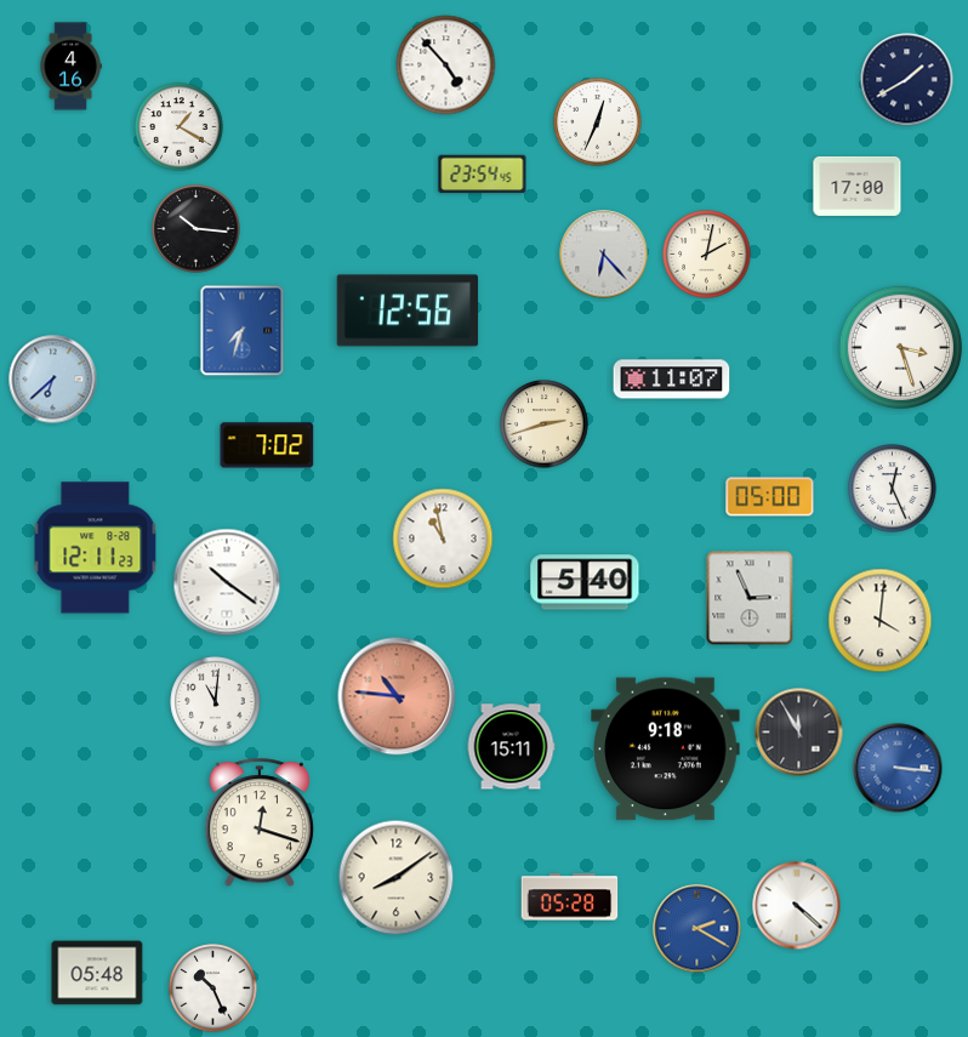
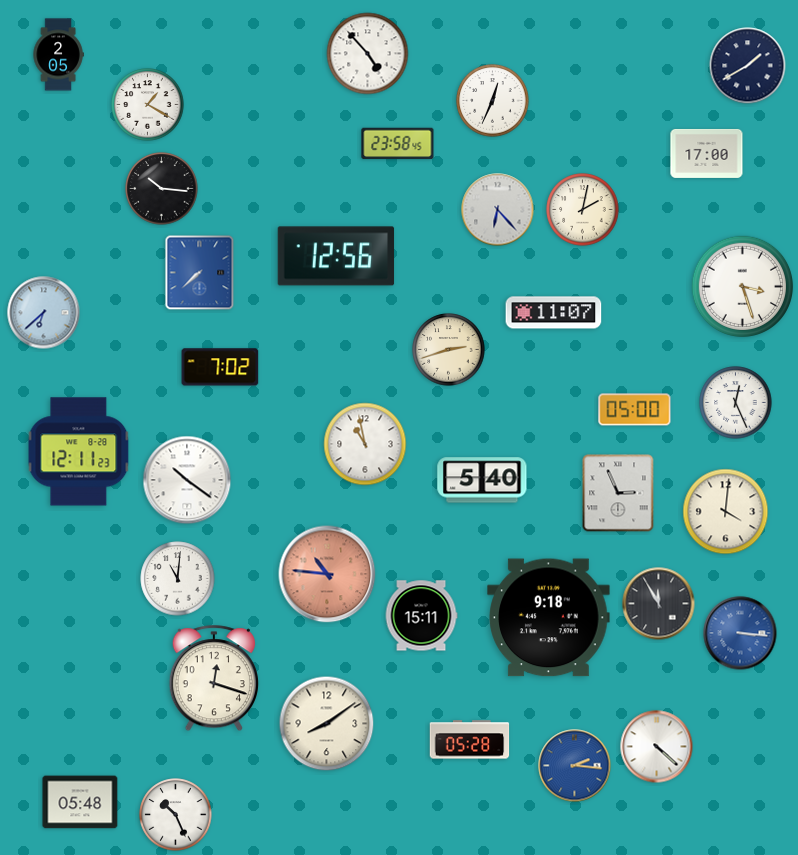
clock at (70, 67): 4:16 -> 2:05
clock at (483, 175): 23:54 -> 23:58
clock at (243, 331): 7:33 -> 7:38
clock at (697, 929): 2:20 -> 2:16
